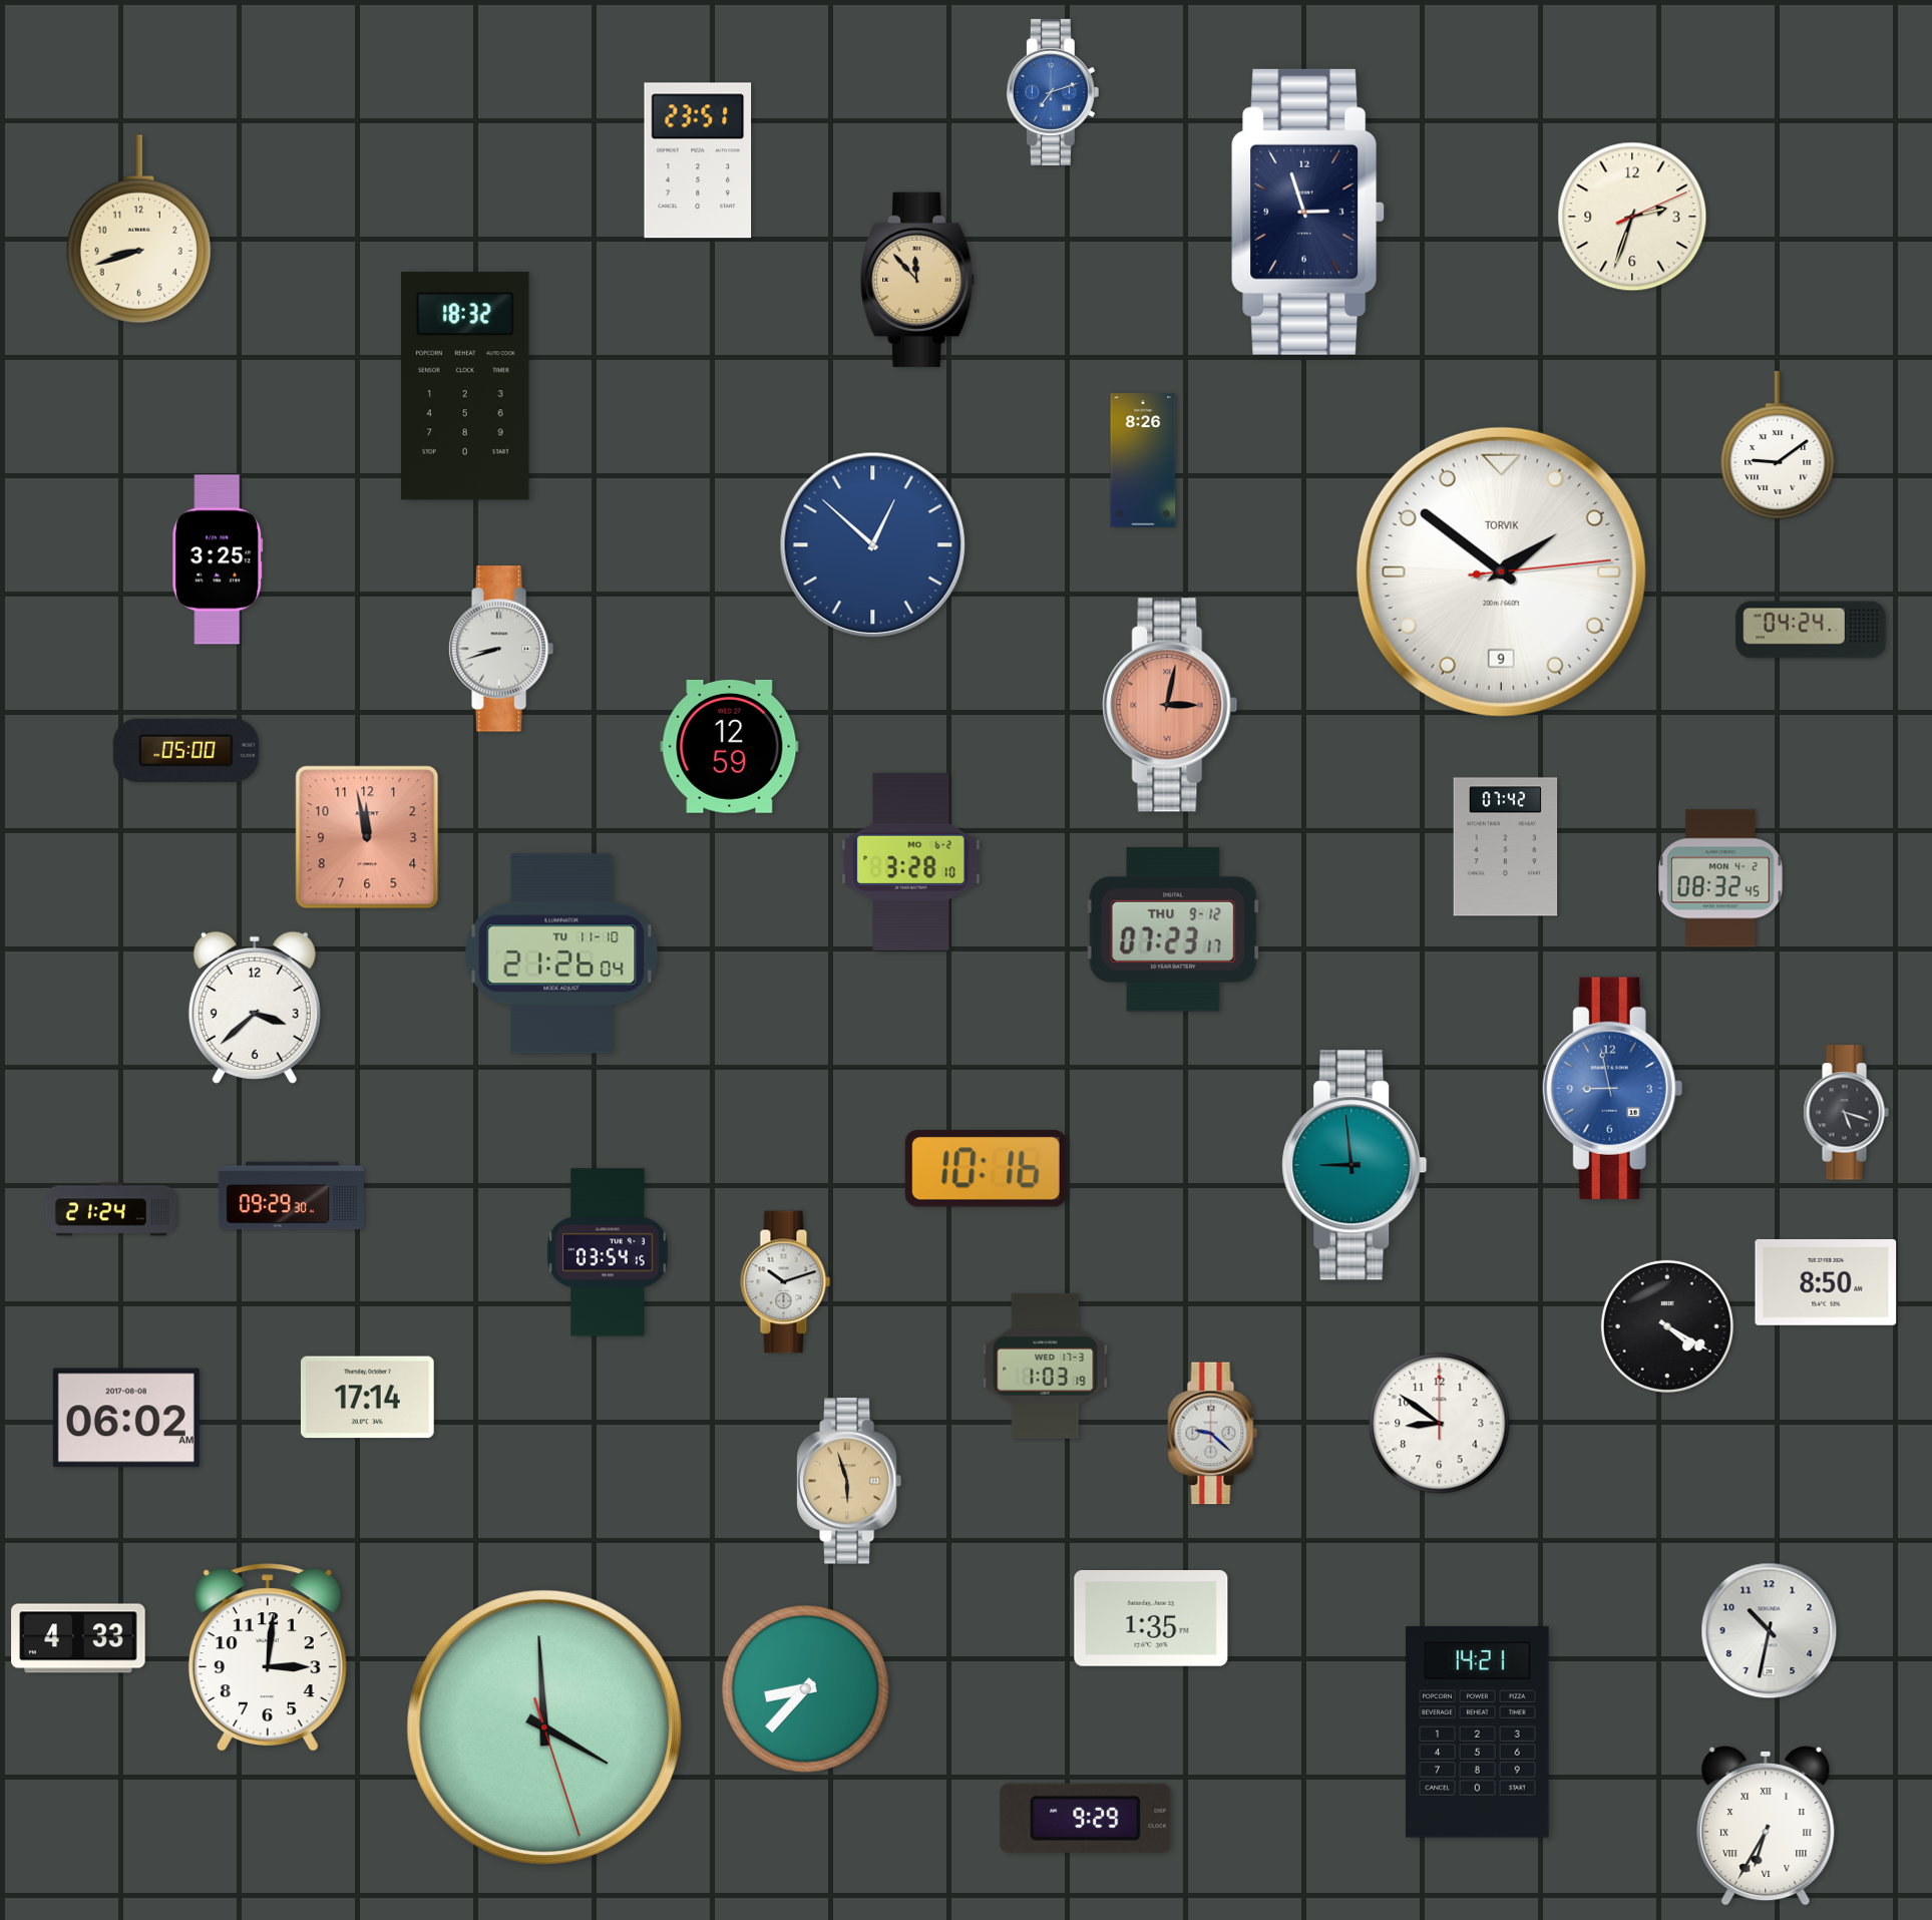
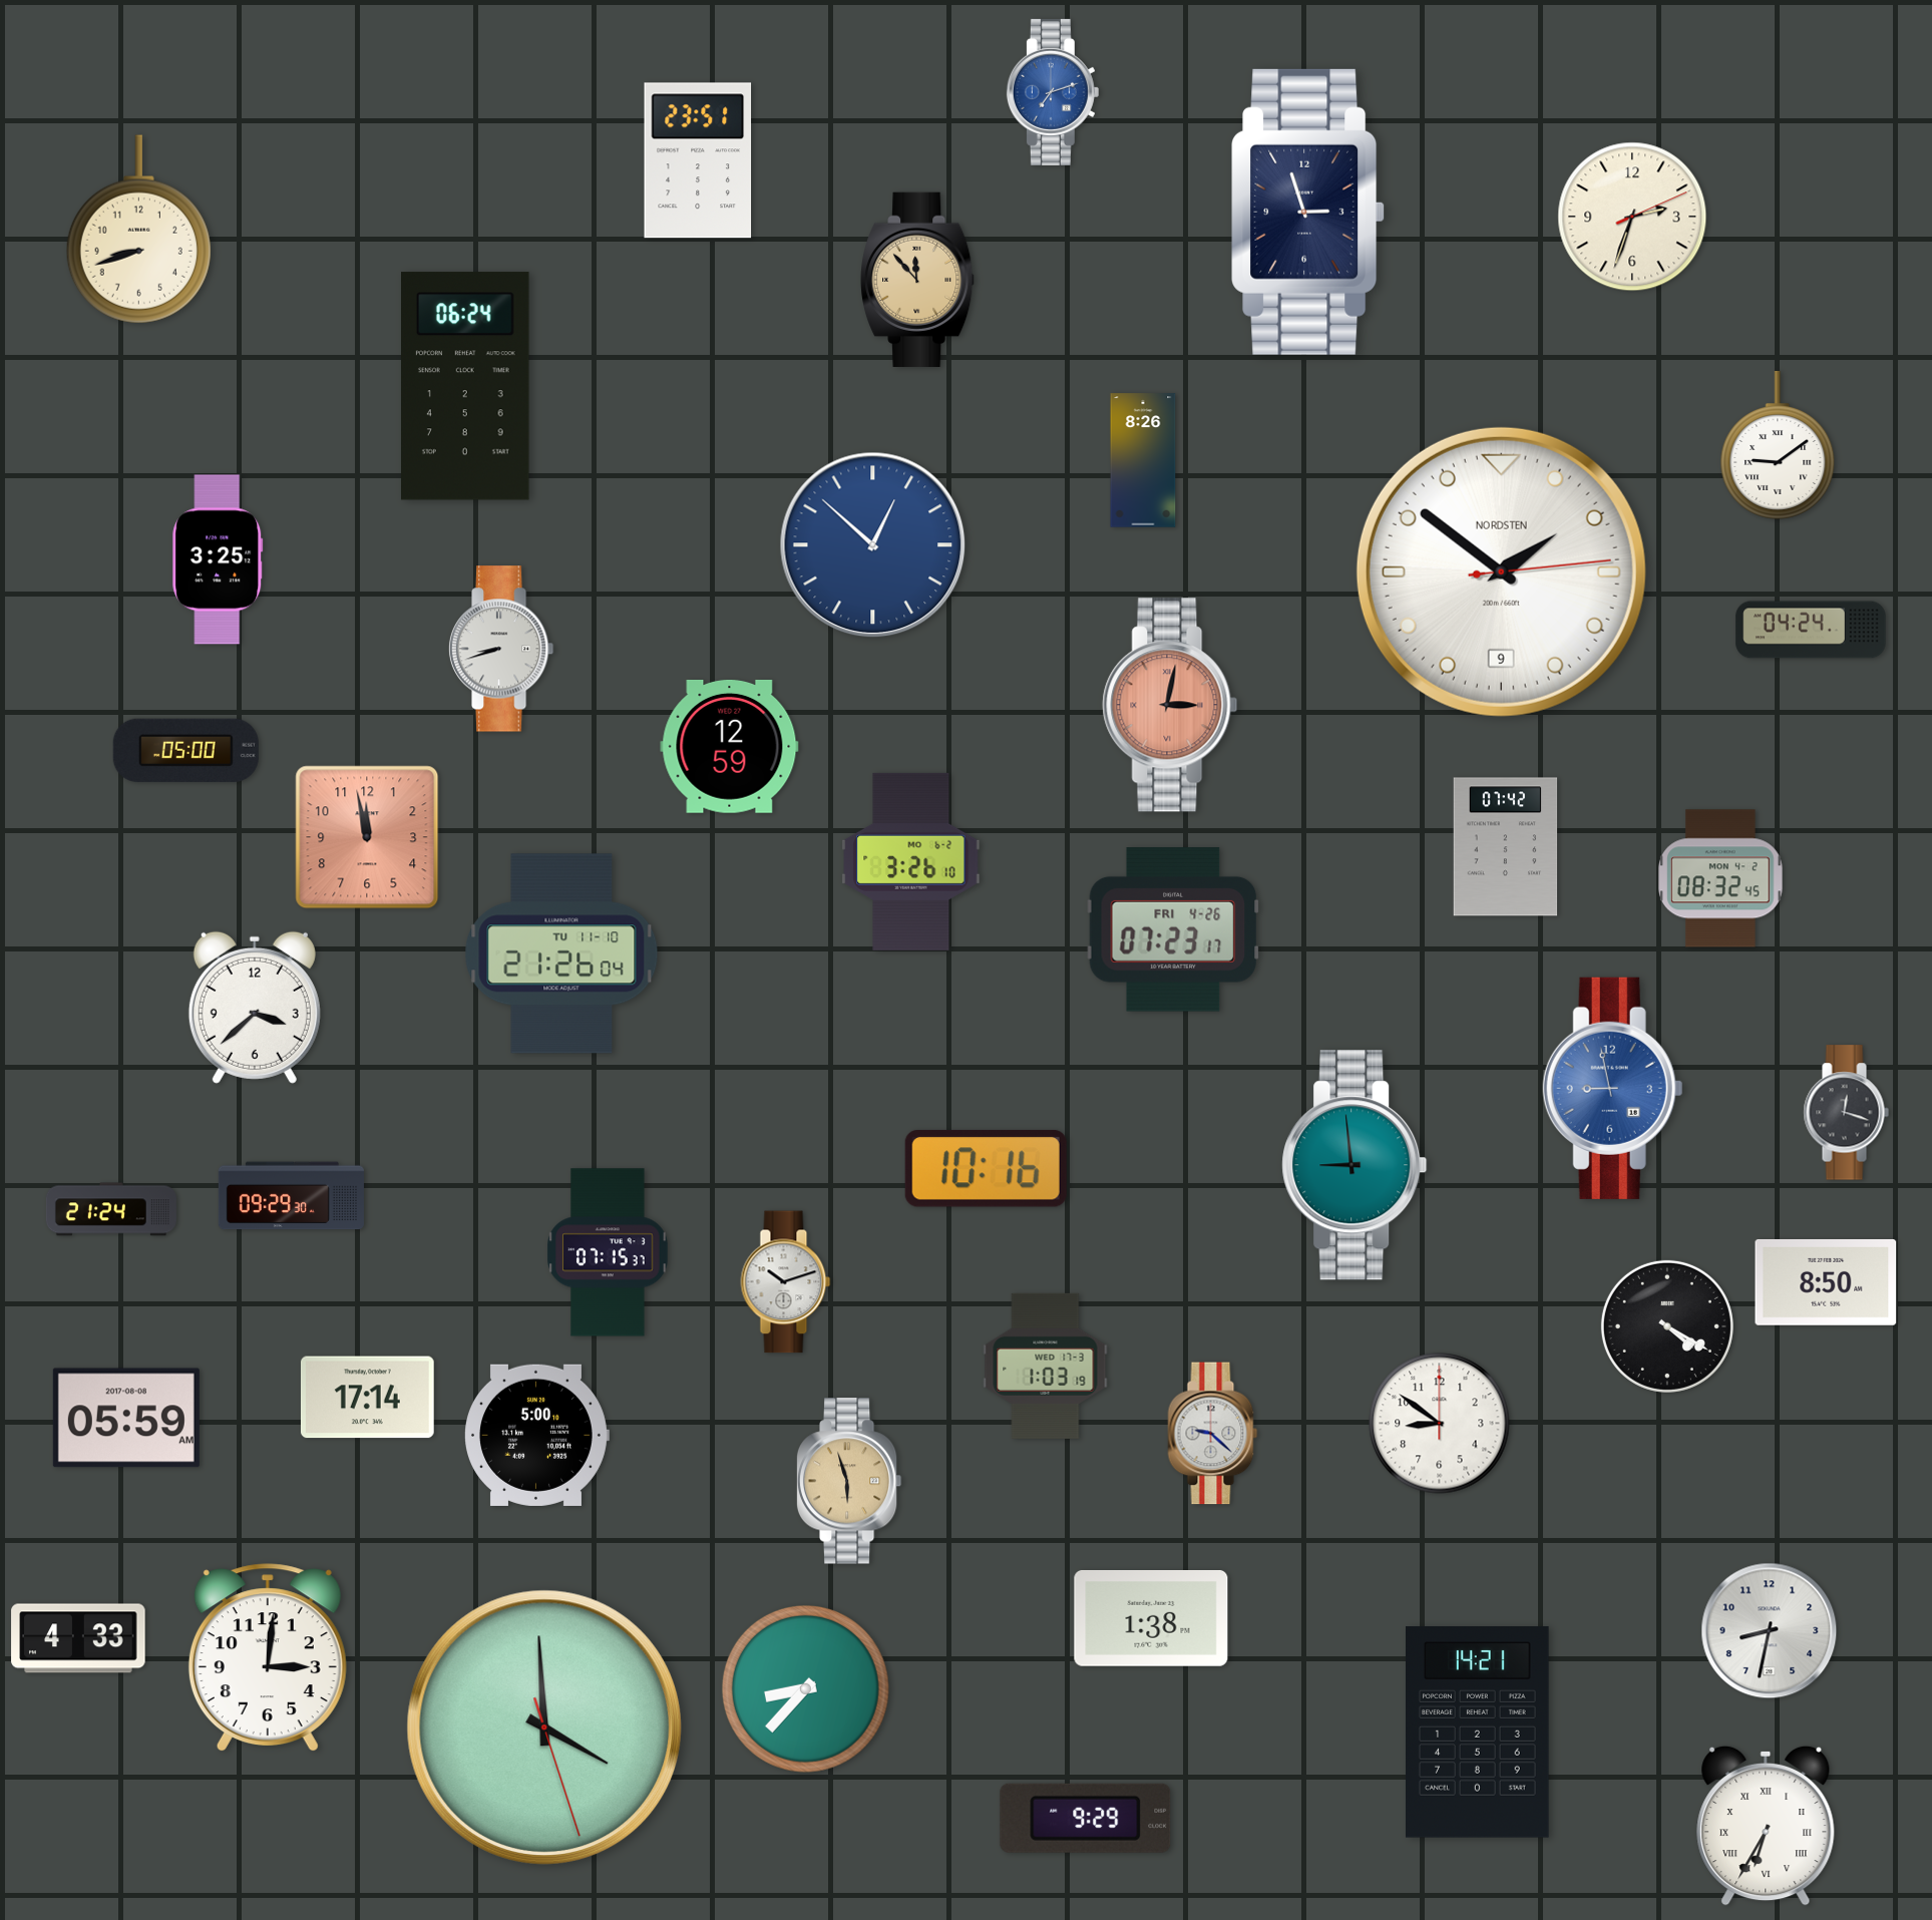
clock at (466, 386): 18:32 -> 06:24
clock at (1501, 571) brand: TORVIK -> NORDSTEN
clock at (911, 861): 3:28 -> 3:26
clock at (1173, 929) date: THU 9-12 -> FRI 4-26
clock at (1846, 1113): 5:18 -> 12:18
clock at (608, 1252): 03:54 -> 07:15
clock at (126, 1418): 06:02 -> 05:59
clock at (537, 1435): none -> 5:00
clock at (1151, 1619): 1:35 -> 1:38
clock at (1770, 1631): 10:32 -> 8:32
